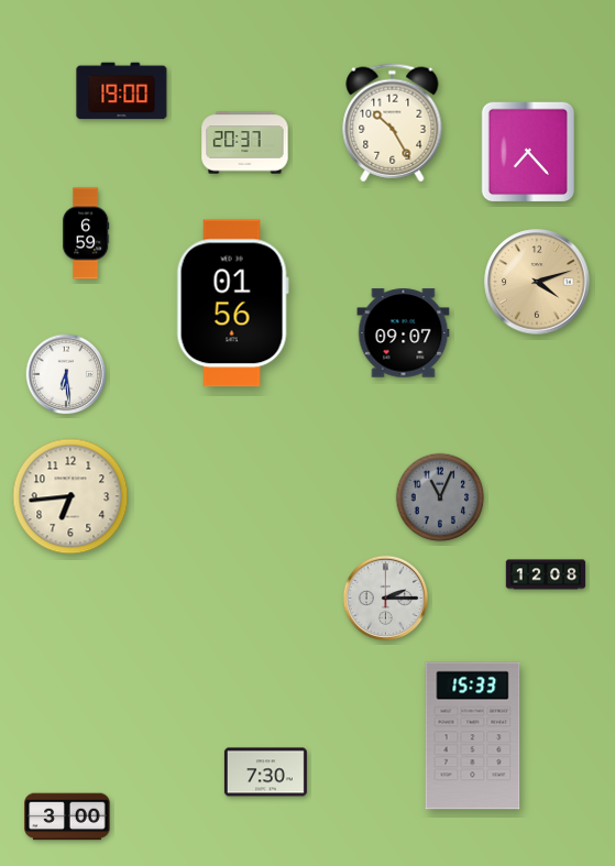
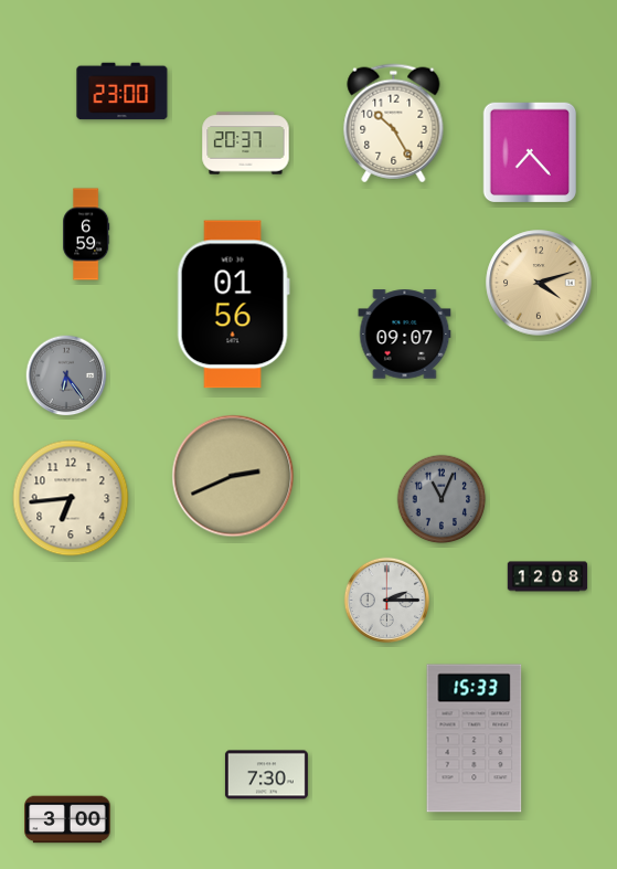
clock at (122, 91): 19:00 -> 23:00
clock at (66, 374): 6:29 -> 6:24
clock at (66, 374) dial: white -> grey
clock at (233, 476): none -> 2:41
